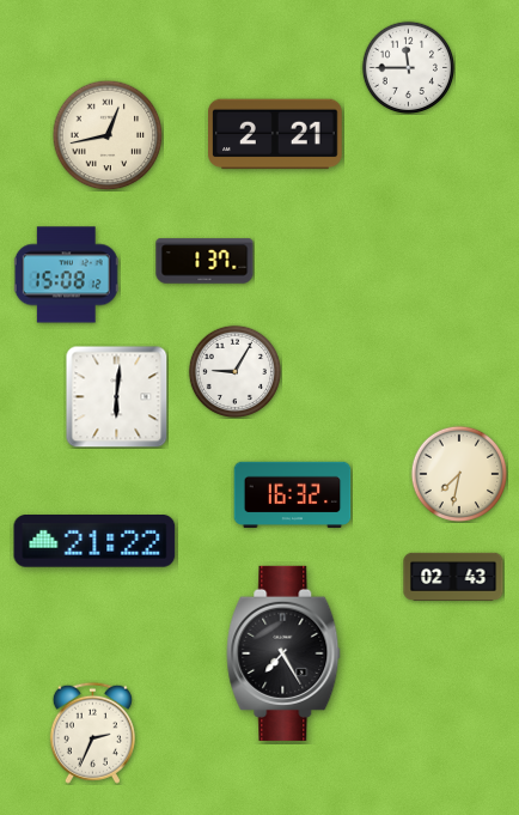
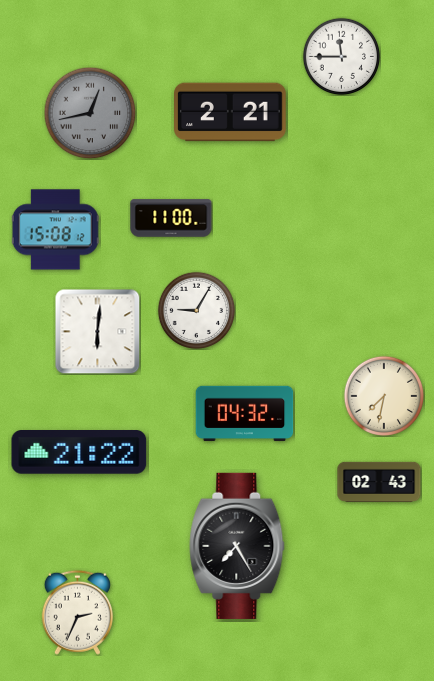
clock at (108, 135) dial: cream -> grey
clock at (204, 261): 1:37 -> 11:00
clock at (293, 495): 16:32 -> 04:32
